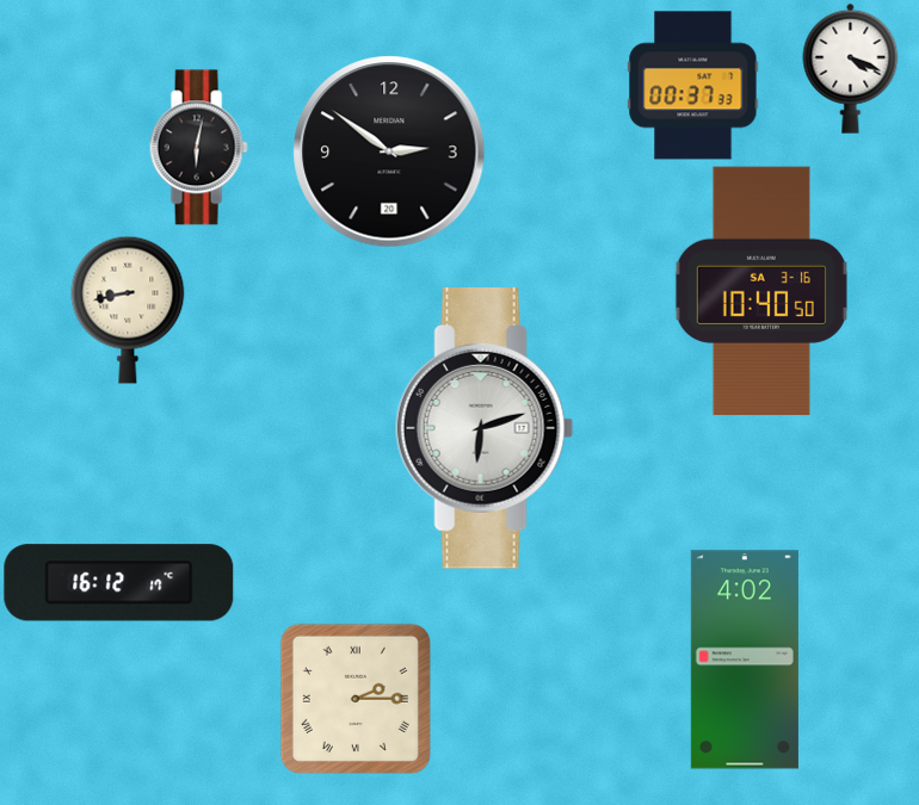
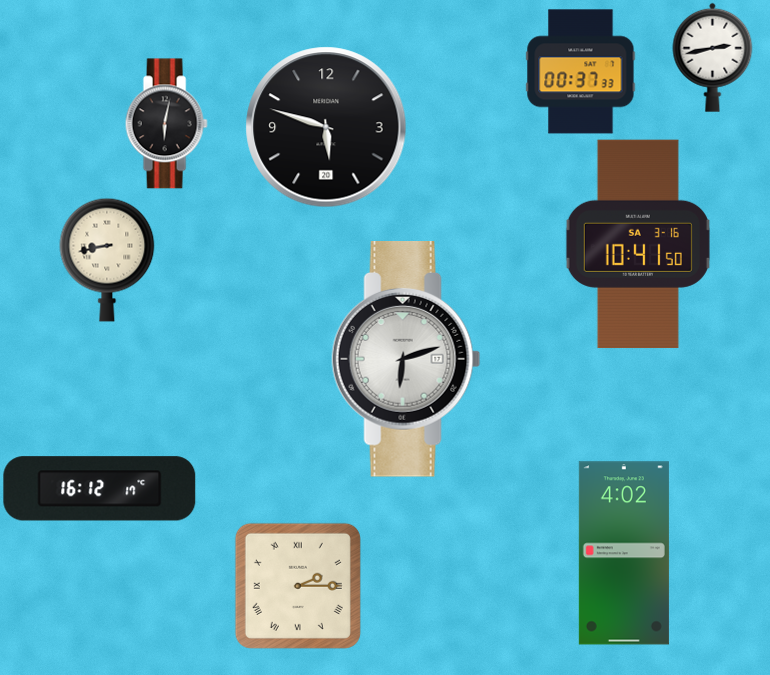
clock at (851, 68): 4:19 -> 2:43
clock at (389, 151): 2:51 -> 5:48
clock at (761, 291): 10:40 -> 10:41
